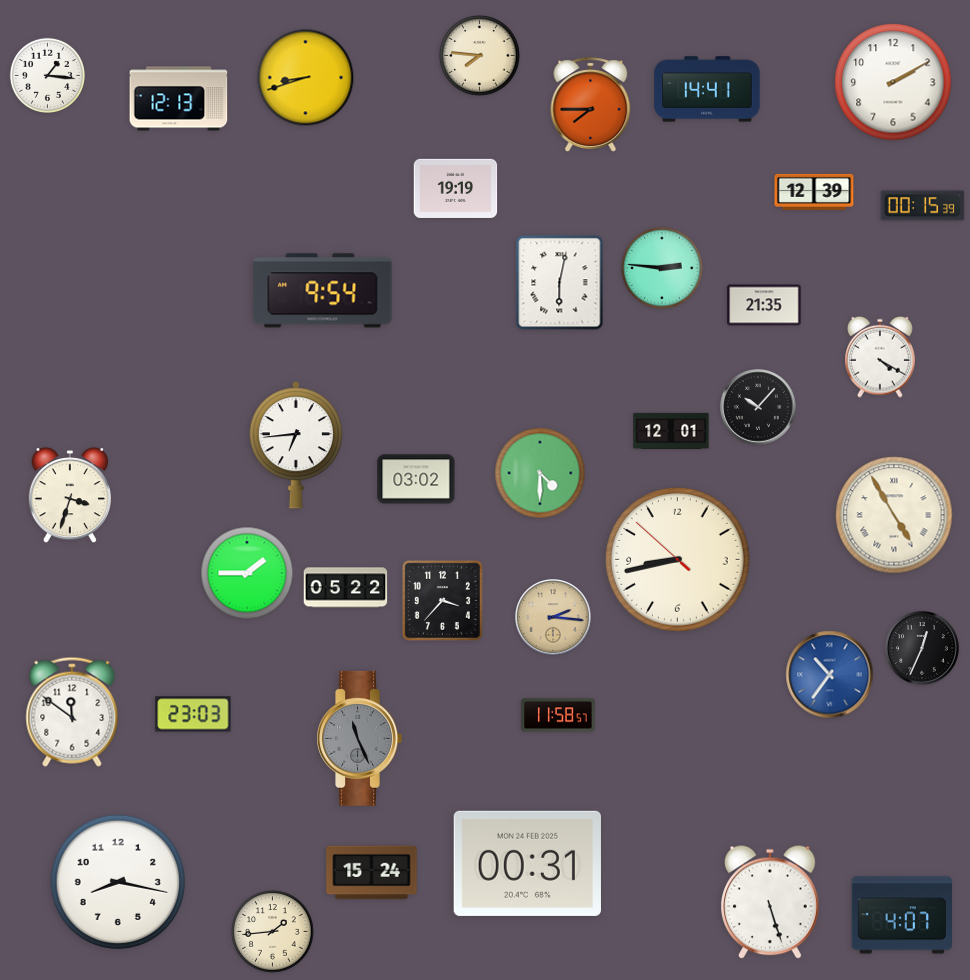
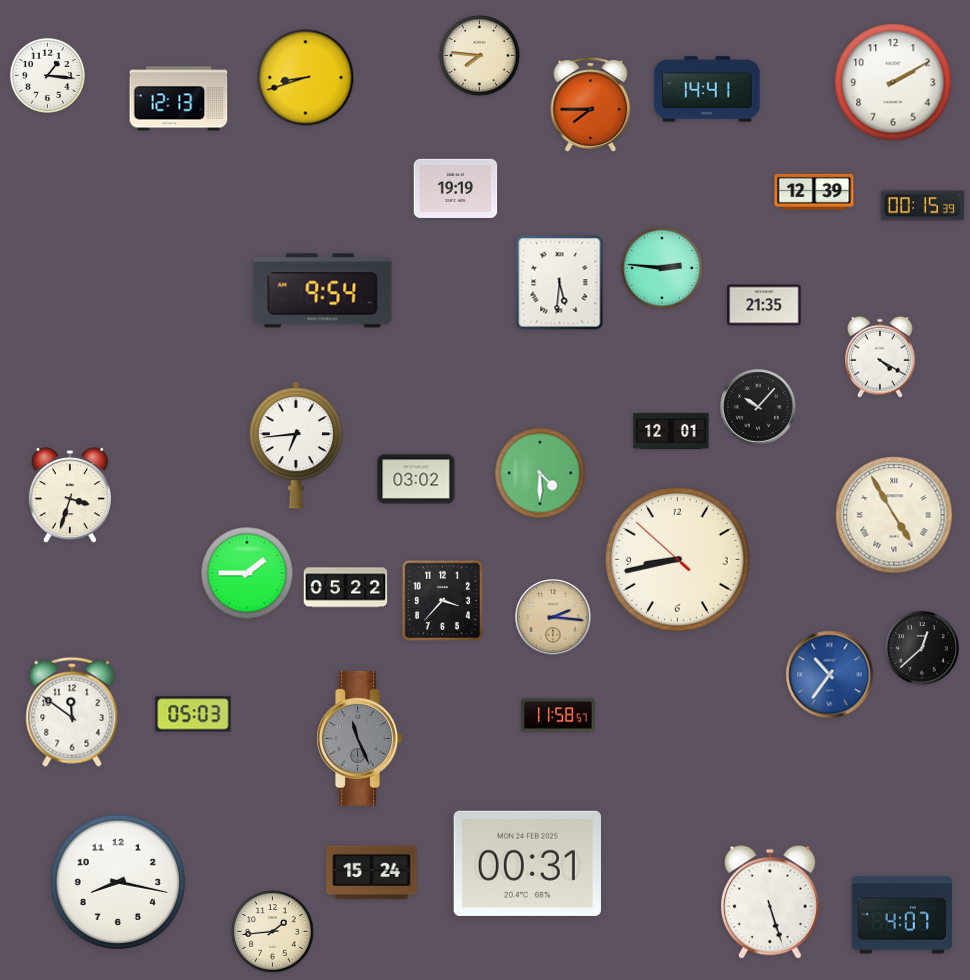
clock at (560, 283): 6:02 -> 5:31
clock at (922, 648): 12:34 -> 12:38
clock at (193, 714): 23:03 -> 05:03
